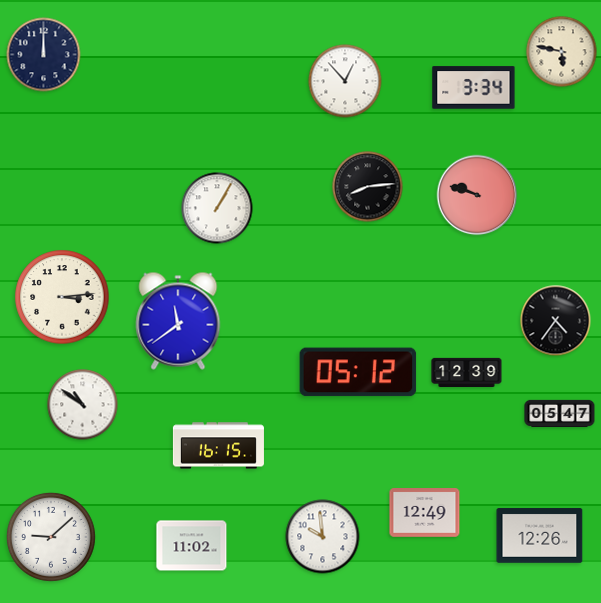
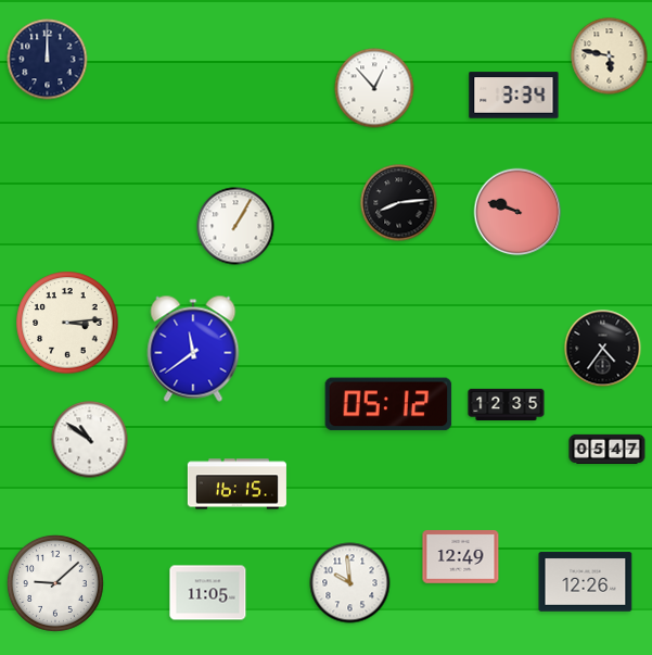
clock at (467, 373): 12:39 -> 12:35
clock at (192, 546): 11:02 -> 11:05
